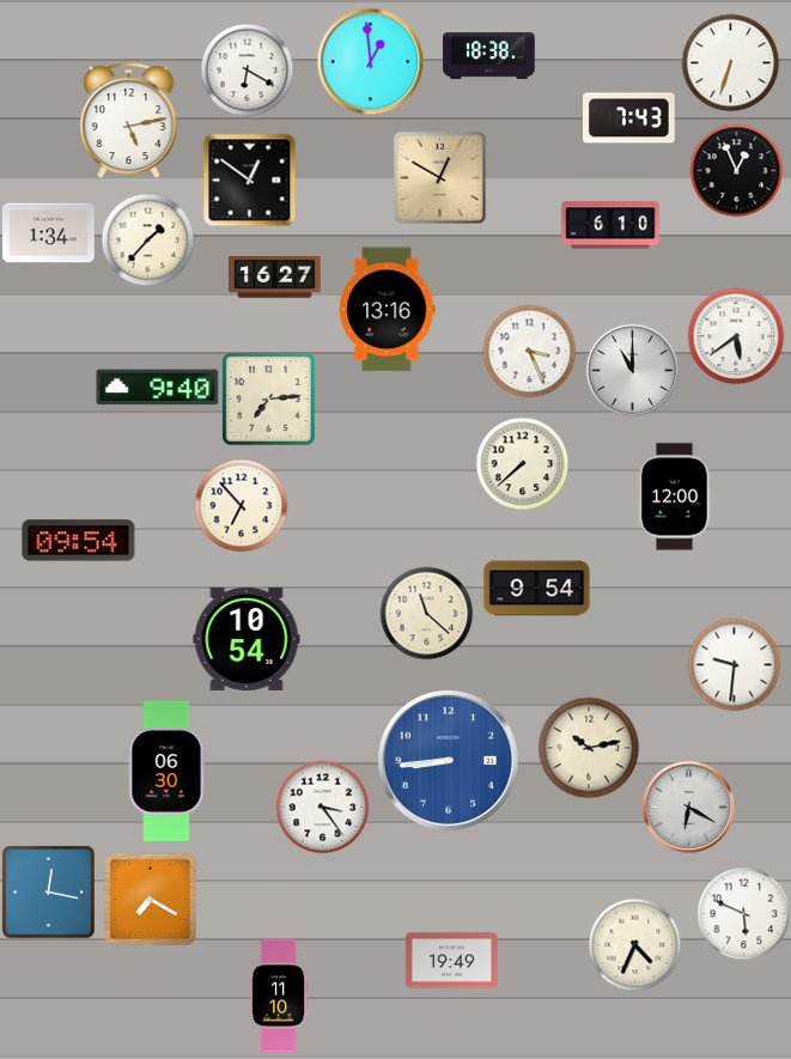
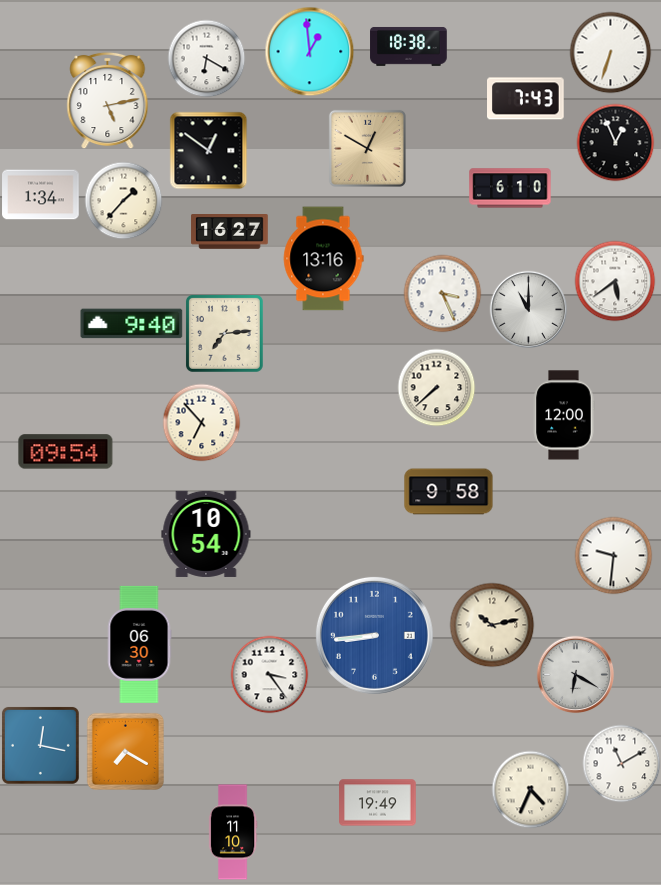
clock at (537, 589): 9:54 -> 9:58
clock at (426, 613): 11:22 -> none
clock at (743, 913): 5:49 -> 11:10
